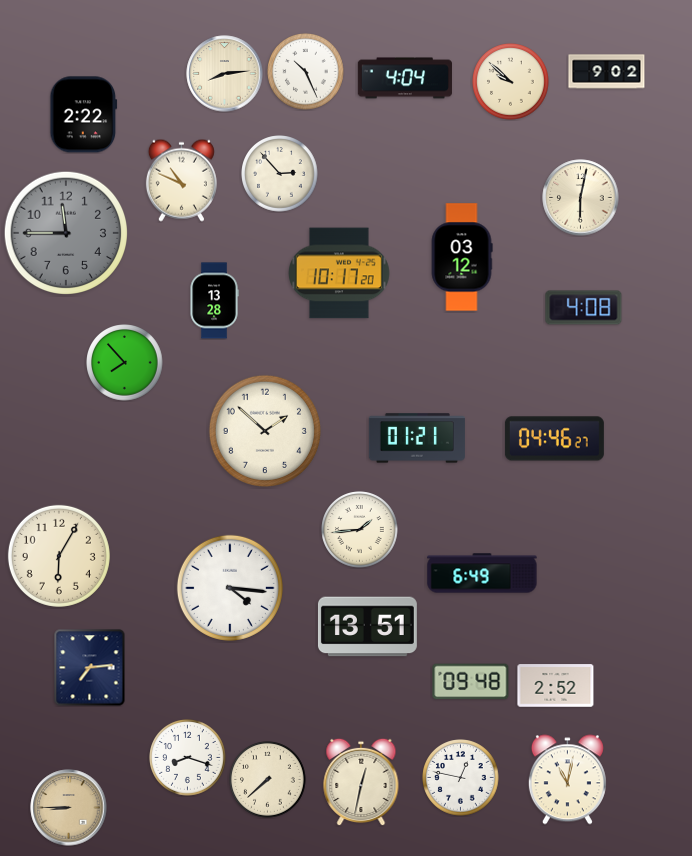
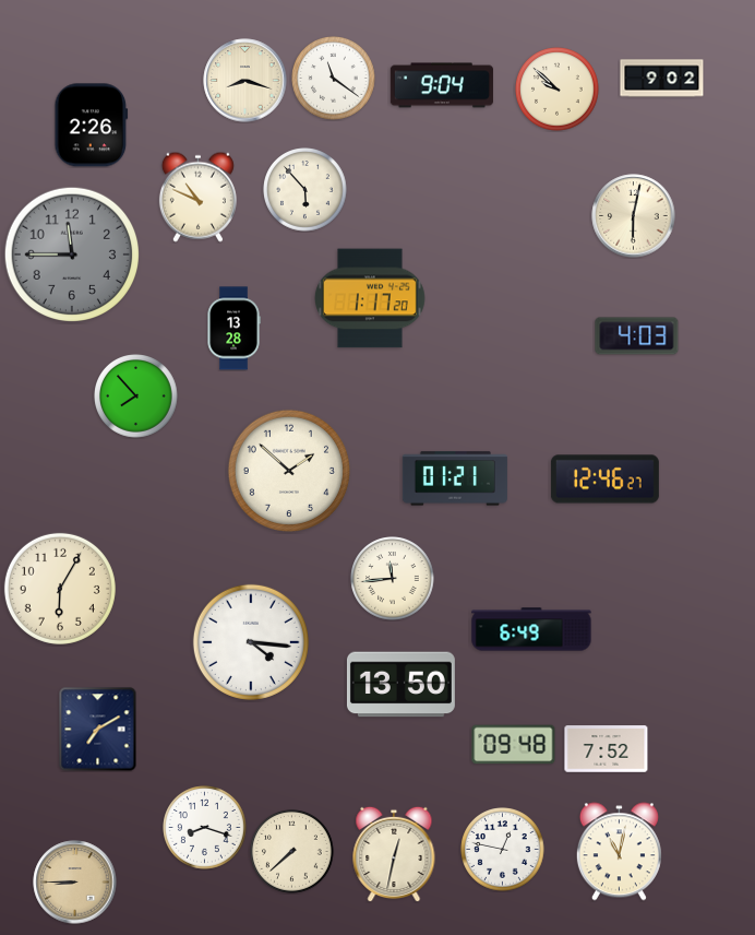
clock at (306, 72): 10:26 -> 11:21
clock at (225, 74): 8:14 -> 8:18
clock at (405, 78): 4:04 -> 9:04
clock at (84, 115): 2:22 -> 2:26
clock at (280, 174): 2:53 -> 5:53
clock at (462, 257): 03:12 -> none
clock at (340, 273): 10:17 -> 1:17
clock at (584, 308): 4:08 -> 4:03
clock at (554, 439): 04:46 -> 12:46
clock at (360, 530): 1:44 -> 11:44
clock at (59, 556) position: (59, 556) -> (60, 589)
clock at (482, 573) position: (482, 573) -> (531, 629)
clock at (367, 627): 13:51 -> 13:50
clock at (90, 668): 7:14 -> 7:10
clock at (556, 686): 2:52 -> 7:52
